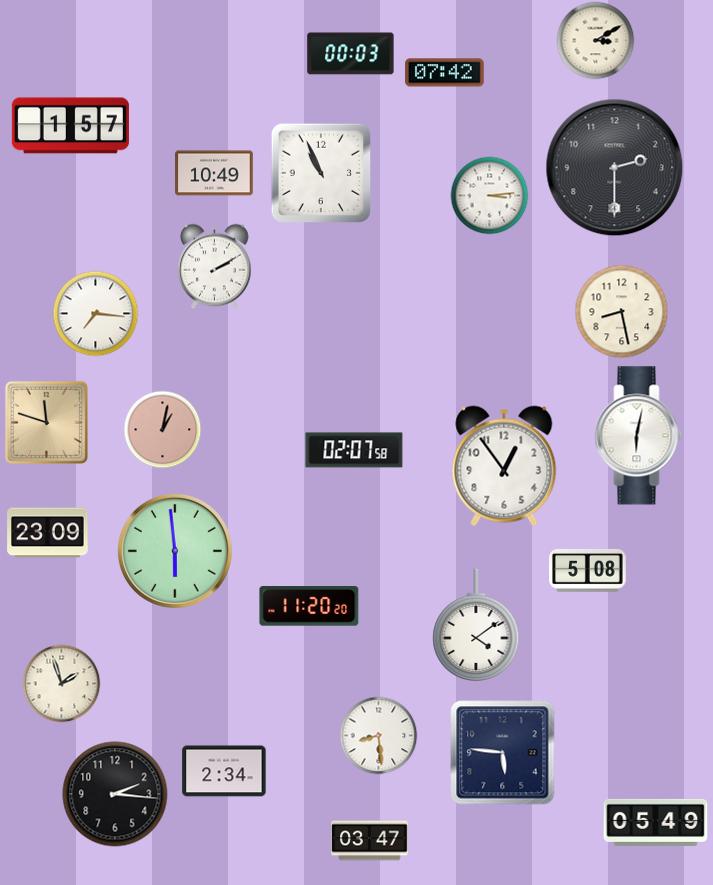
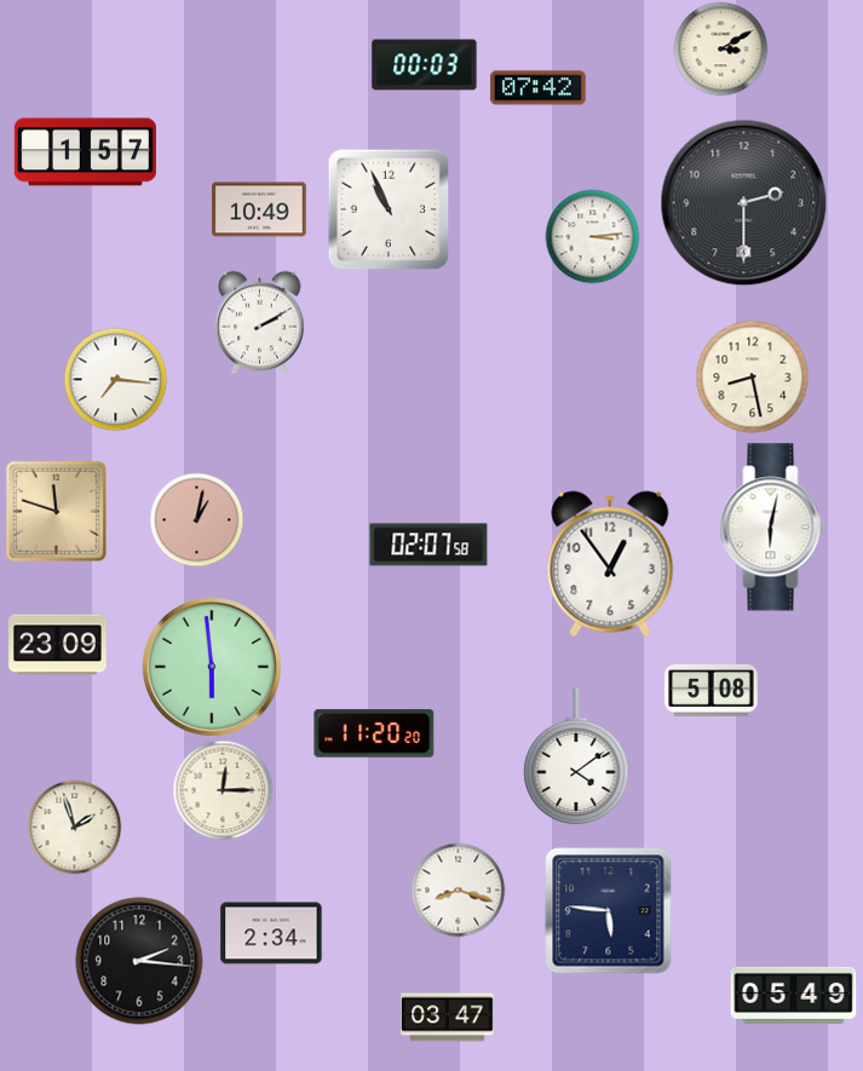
clock at (223, 790): none -> 12:15
clock at (378, 735): 8:29 -> 8:18
